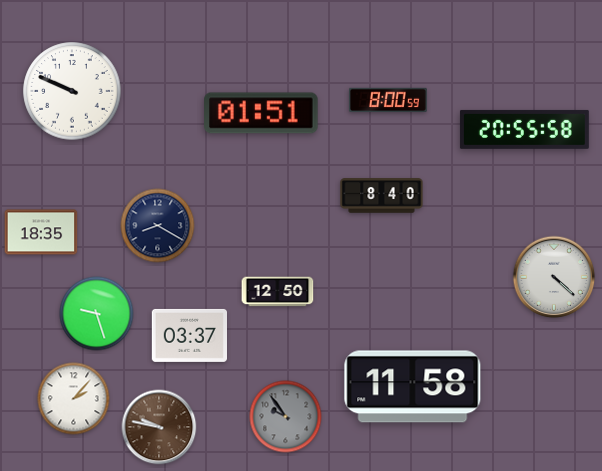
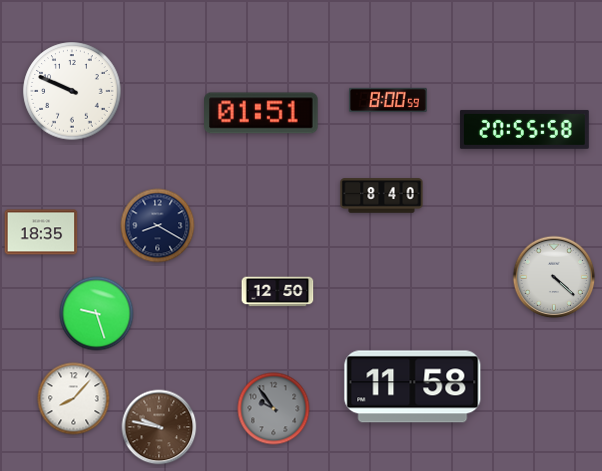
clock at (189, 335): 03:37 -> none
clock at (74, 399): 2:07 -> 8:07
clock at (286, 417) position: (286, 417) -> (274, 409)
